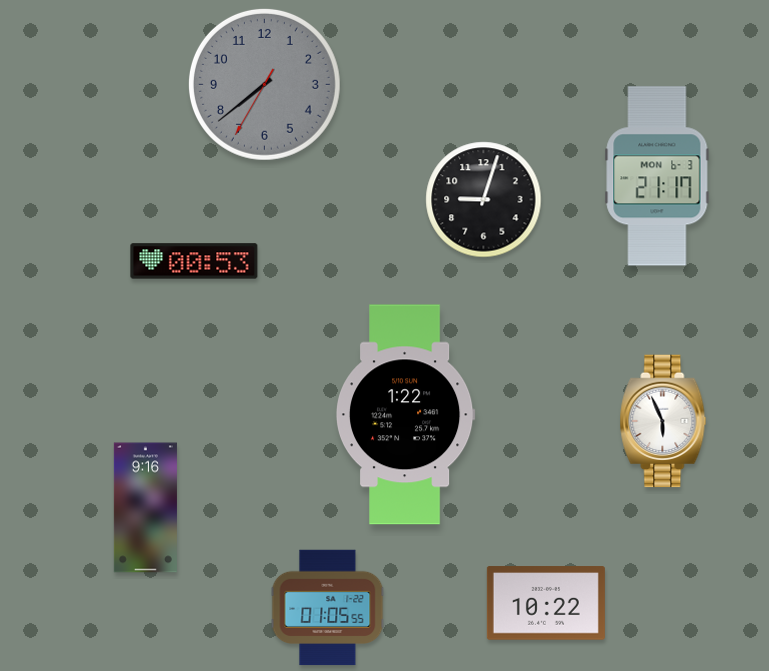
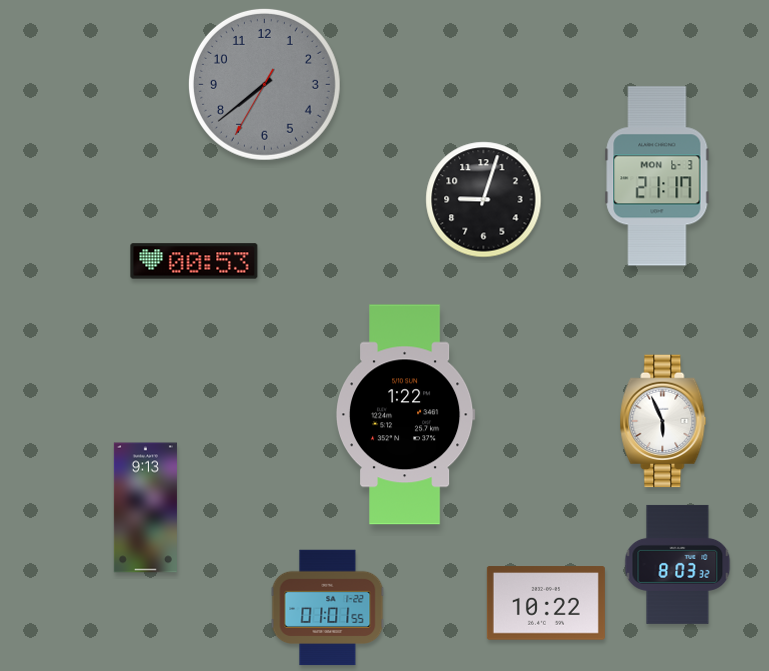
clock at (145, 508): 9:16 -> 9:13
clock at (678, 564): none -> 8:03
clock at (328, 608): 01:05 -> 01:01
